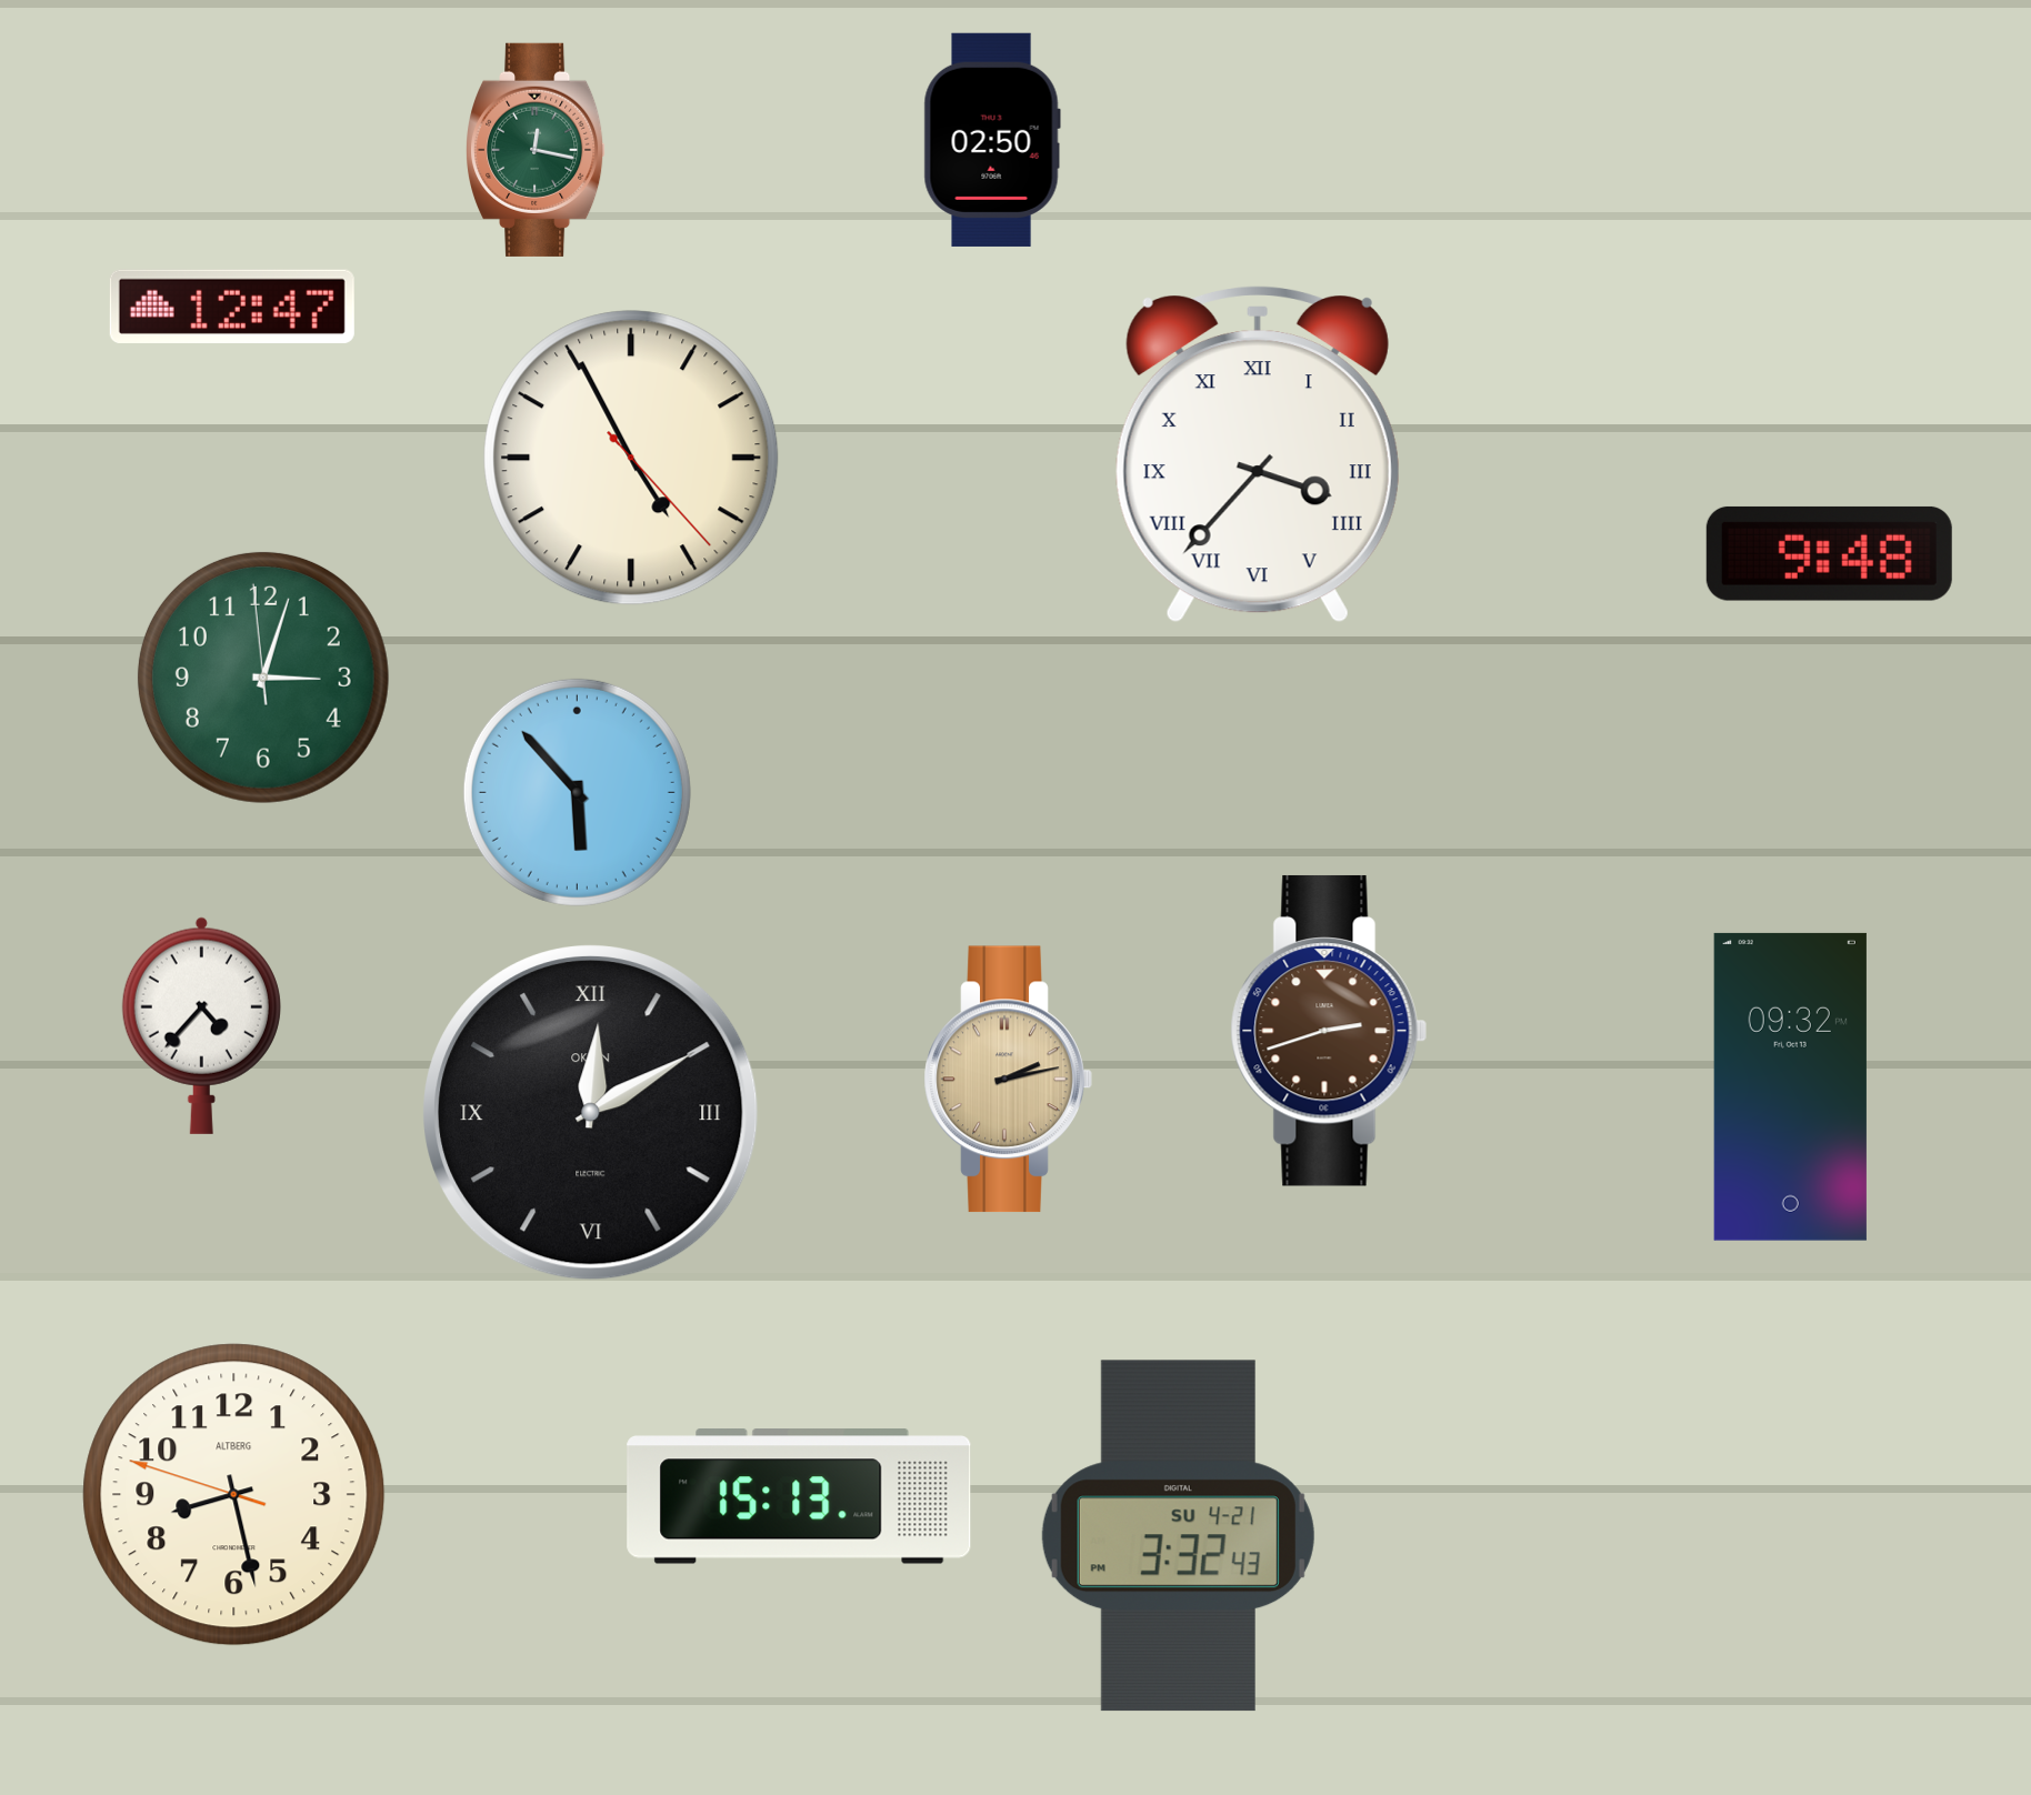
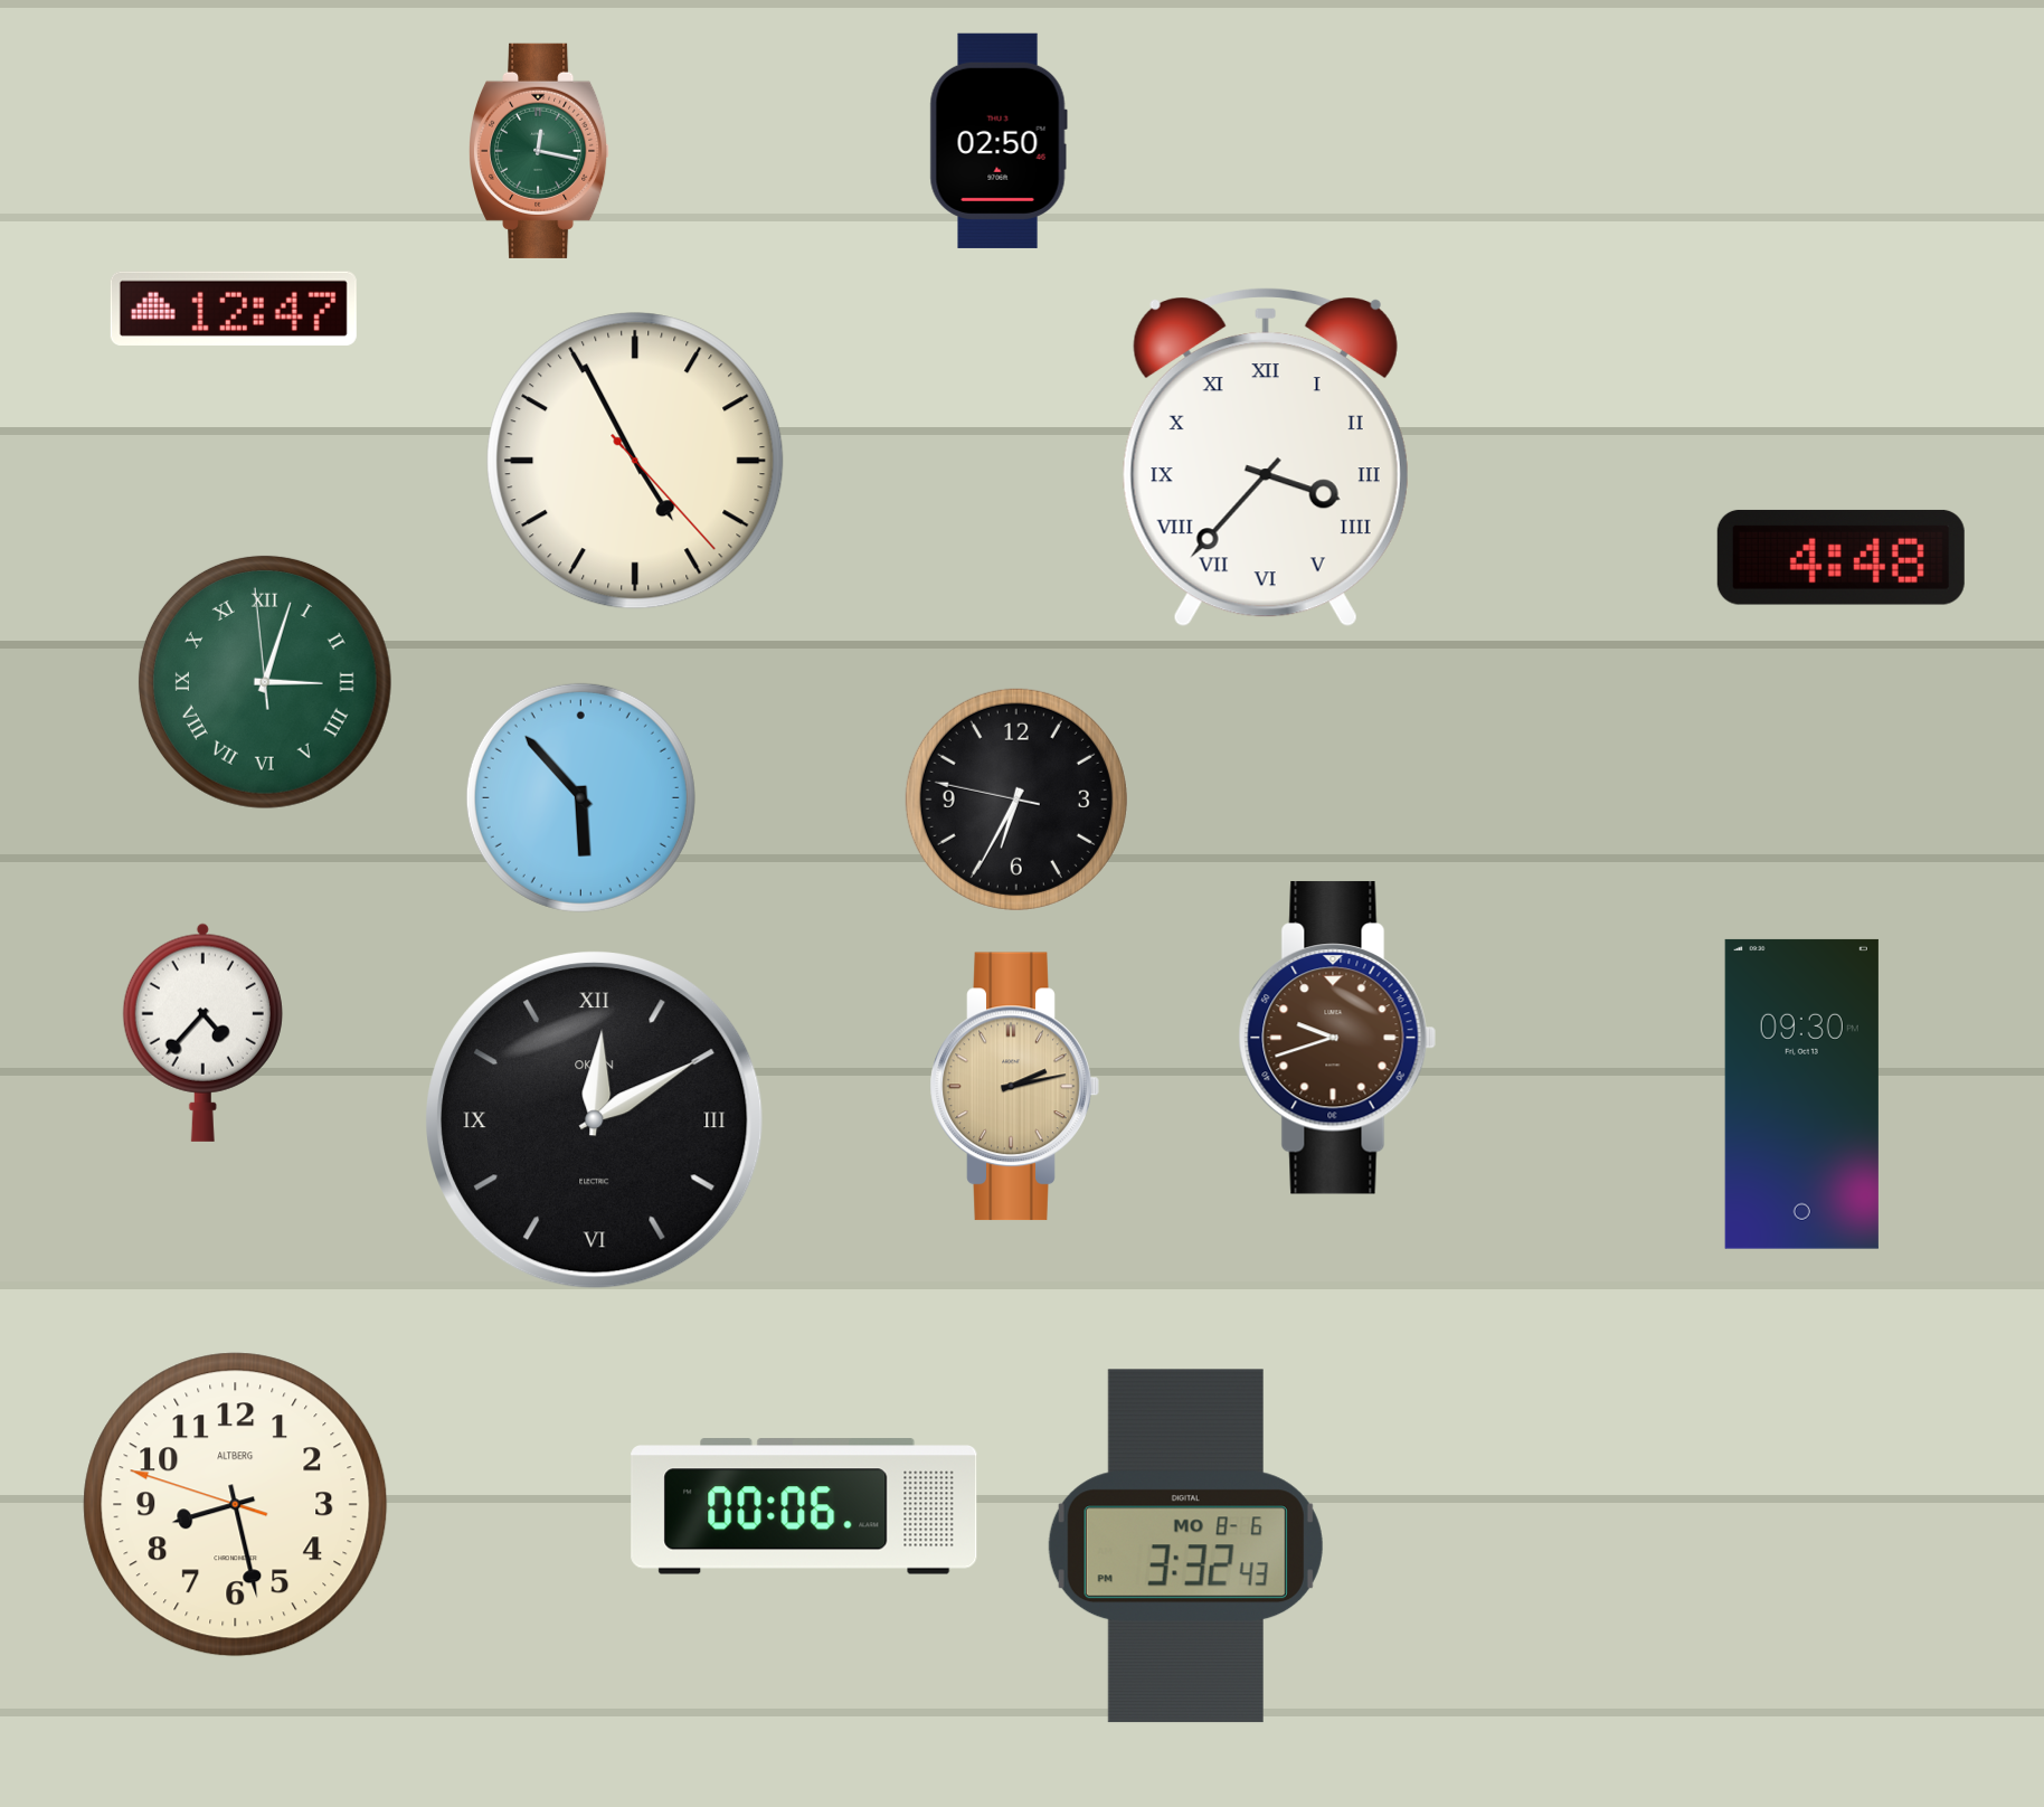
clock at (1829, 553): 9:48 -> 4:48
clock at (263, 678) numerals: Arabic -> Roman
clock at (1016, 800): none -> 6:34
clock at (1329, 1031): 2:42 -> 9:42
clock at (1790, 1086): 09:32 -> 09:30
clock at (799, 1496): 15:13 -> 00:06
clock at (1178, 1536) date: SU 4-21 -> MO 8-6
